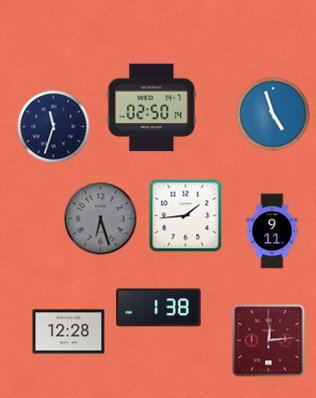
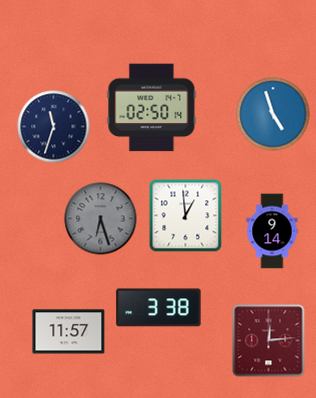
clock at (186, 216): 1:44 -> 12:59
clock at (272, 231): 9:11 -> 9:14
clock at (159, 308): 1:38 -> 3:38
clock at (69, 332): 12:28 -> 11:57
